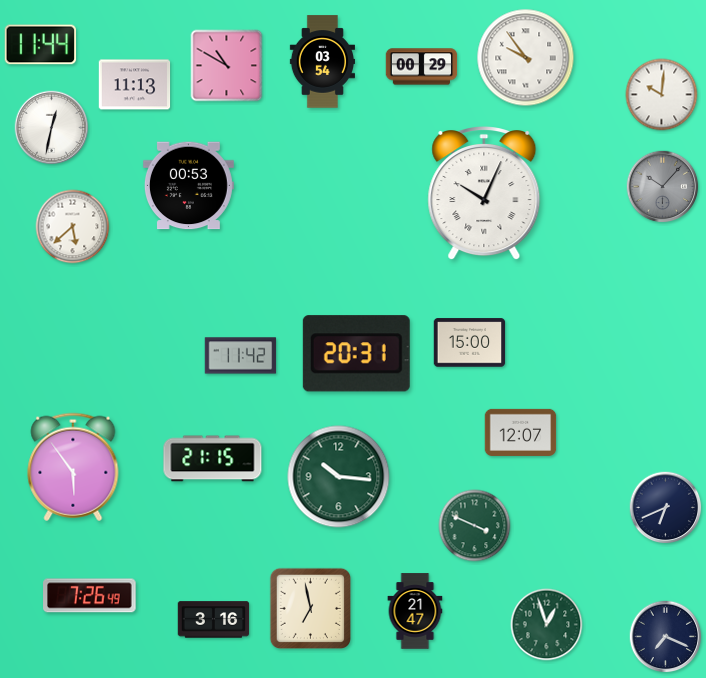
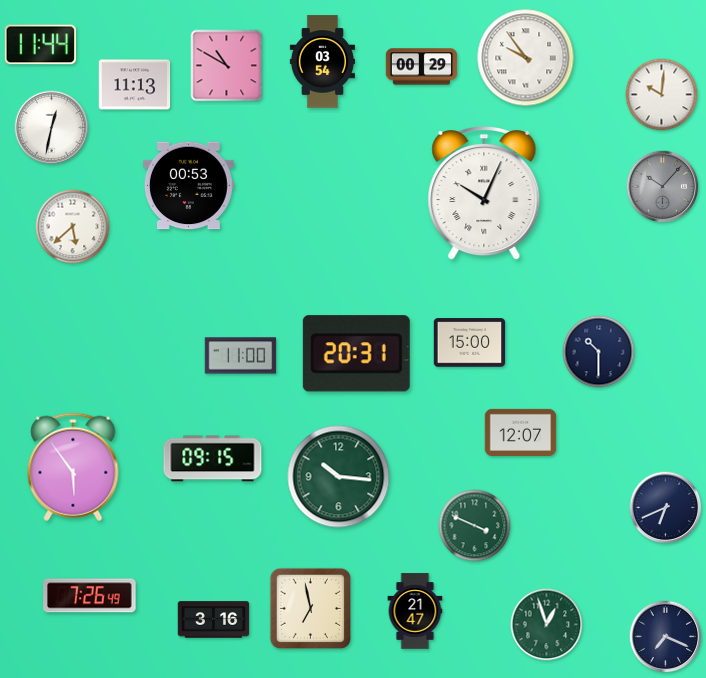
clock at (599, 352): none -> 10:30
clock at (241, 356): 11:42 -> 11:00
clock at (213, 459): 21:15 -> 09:15
